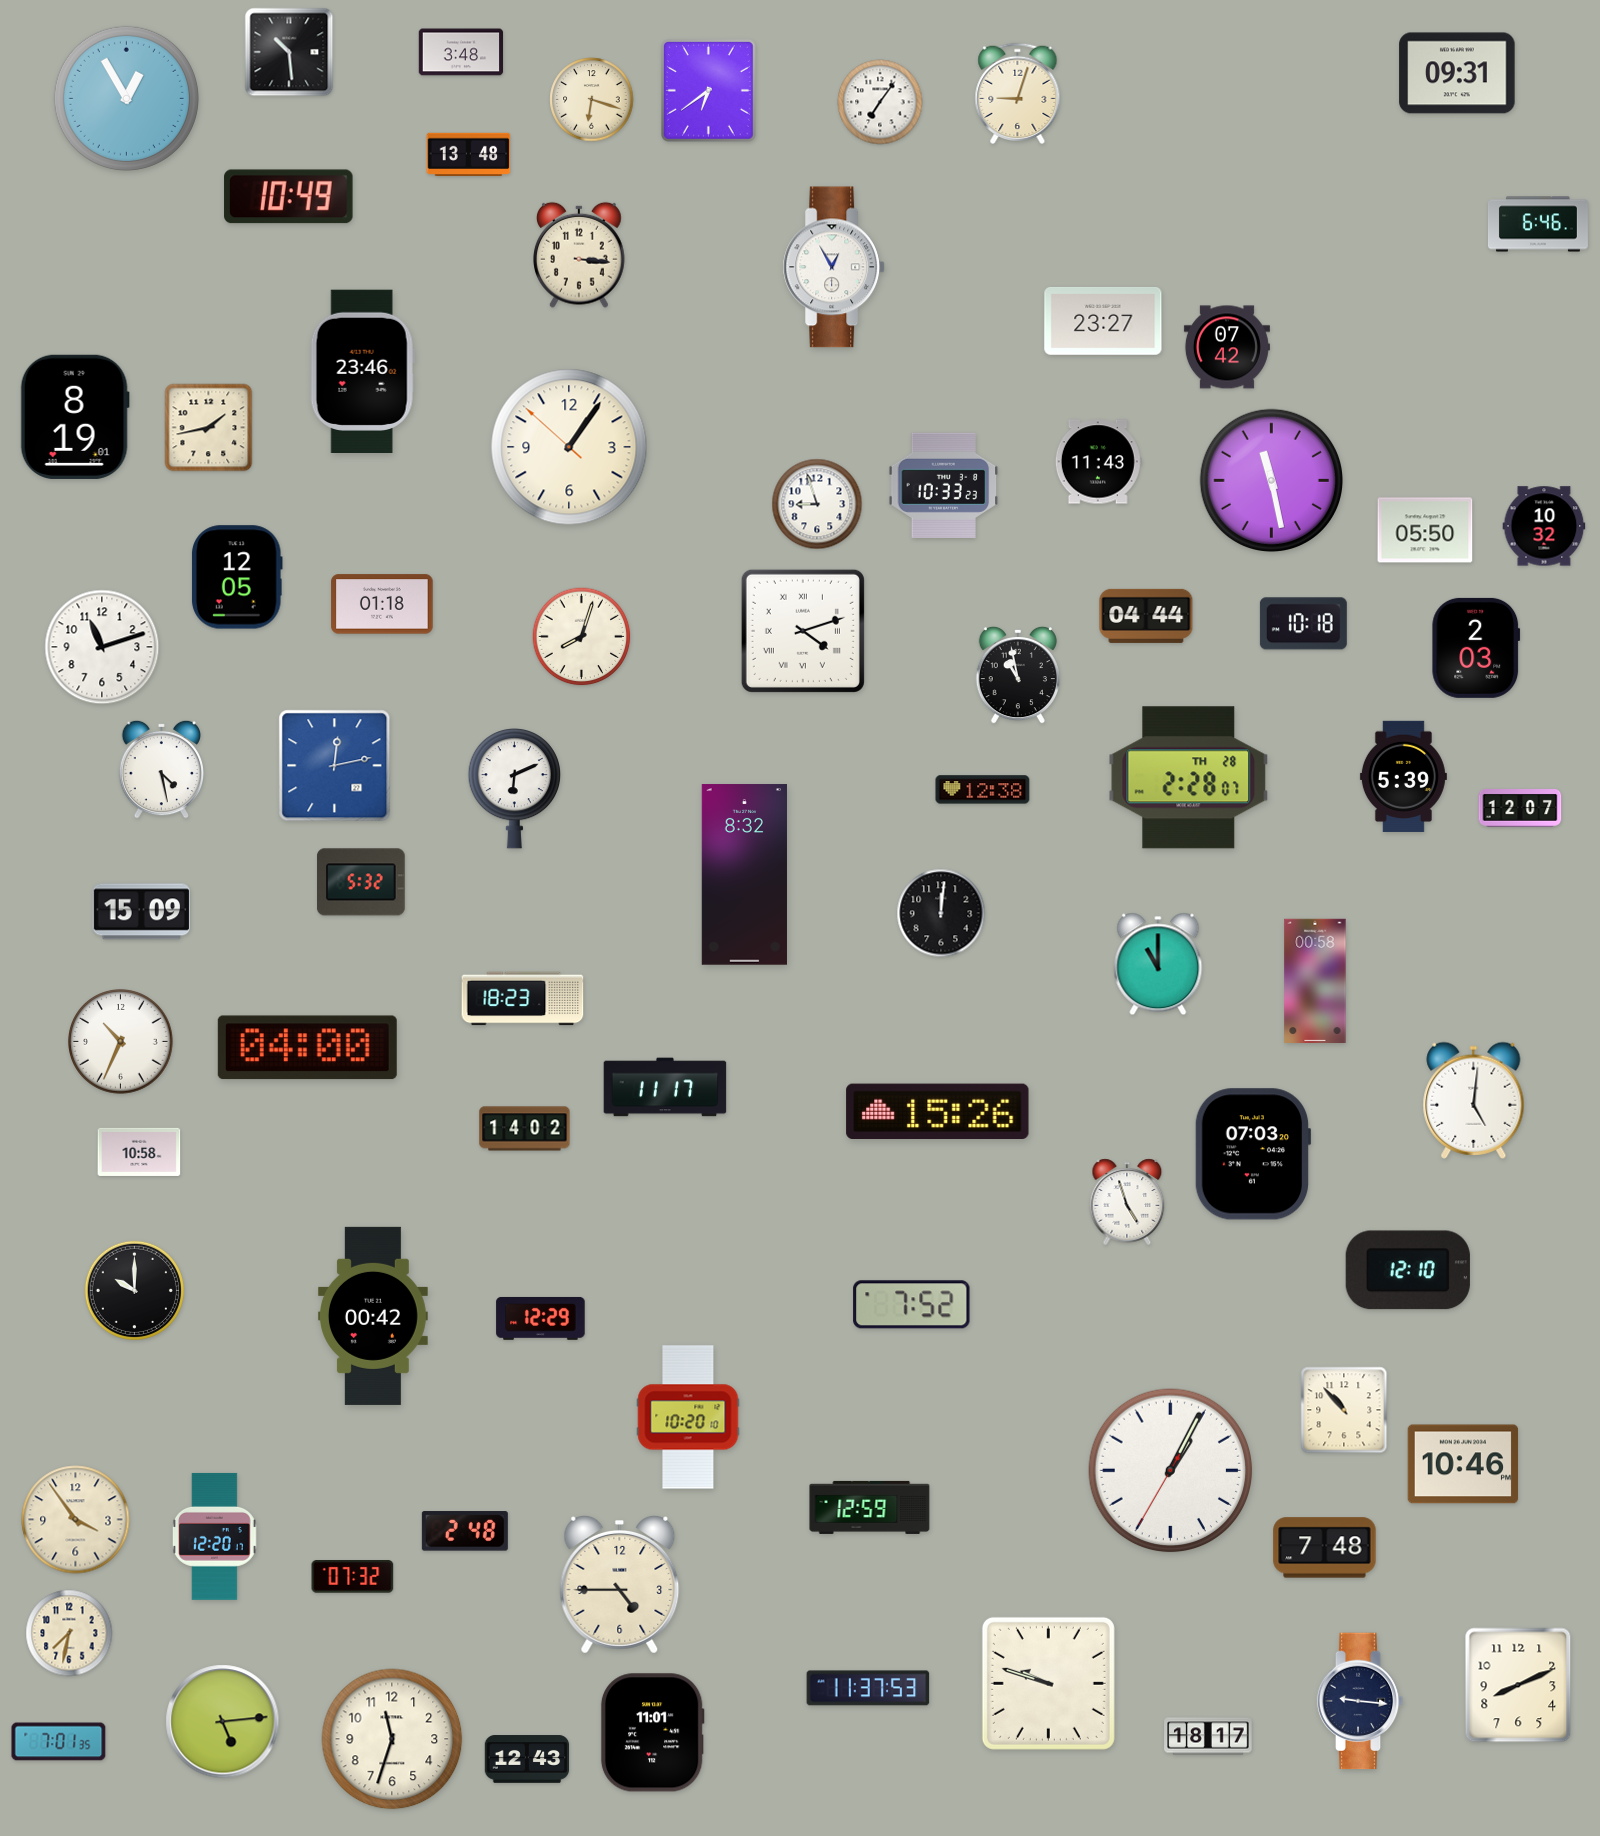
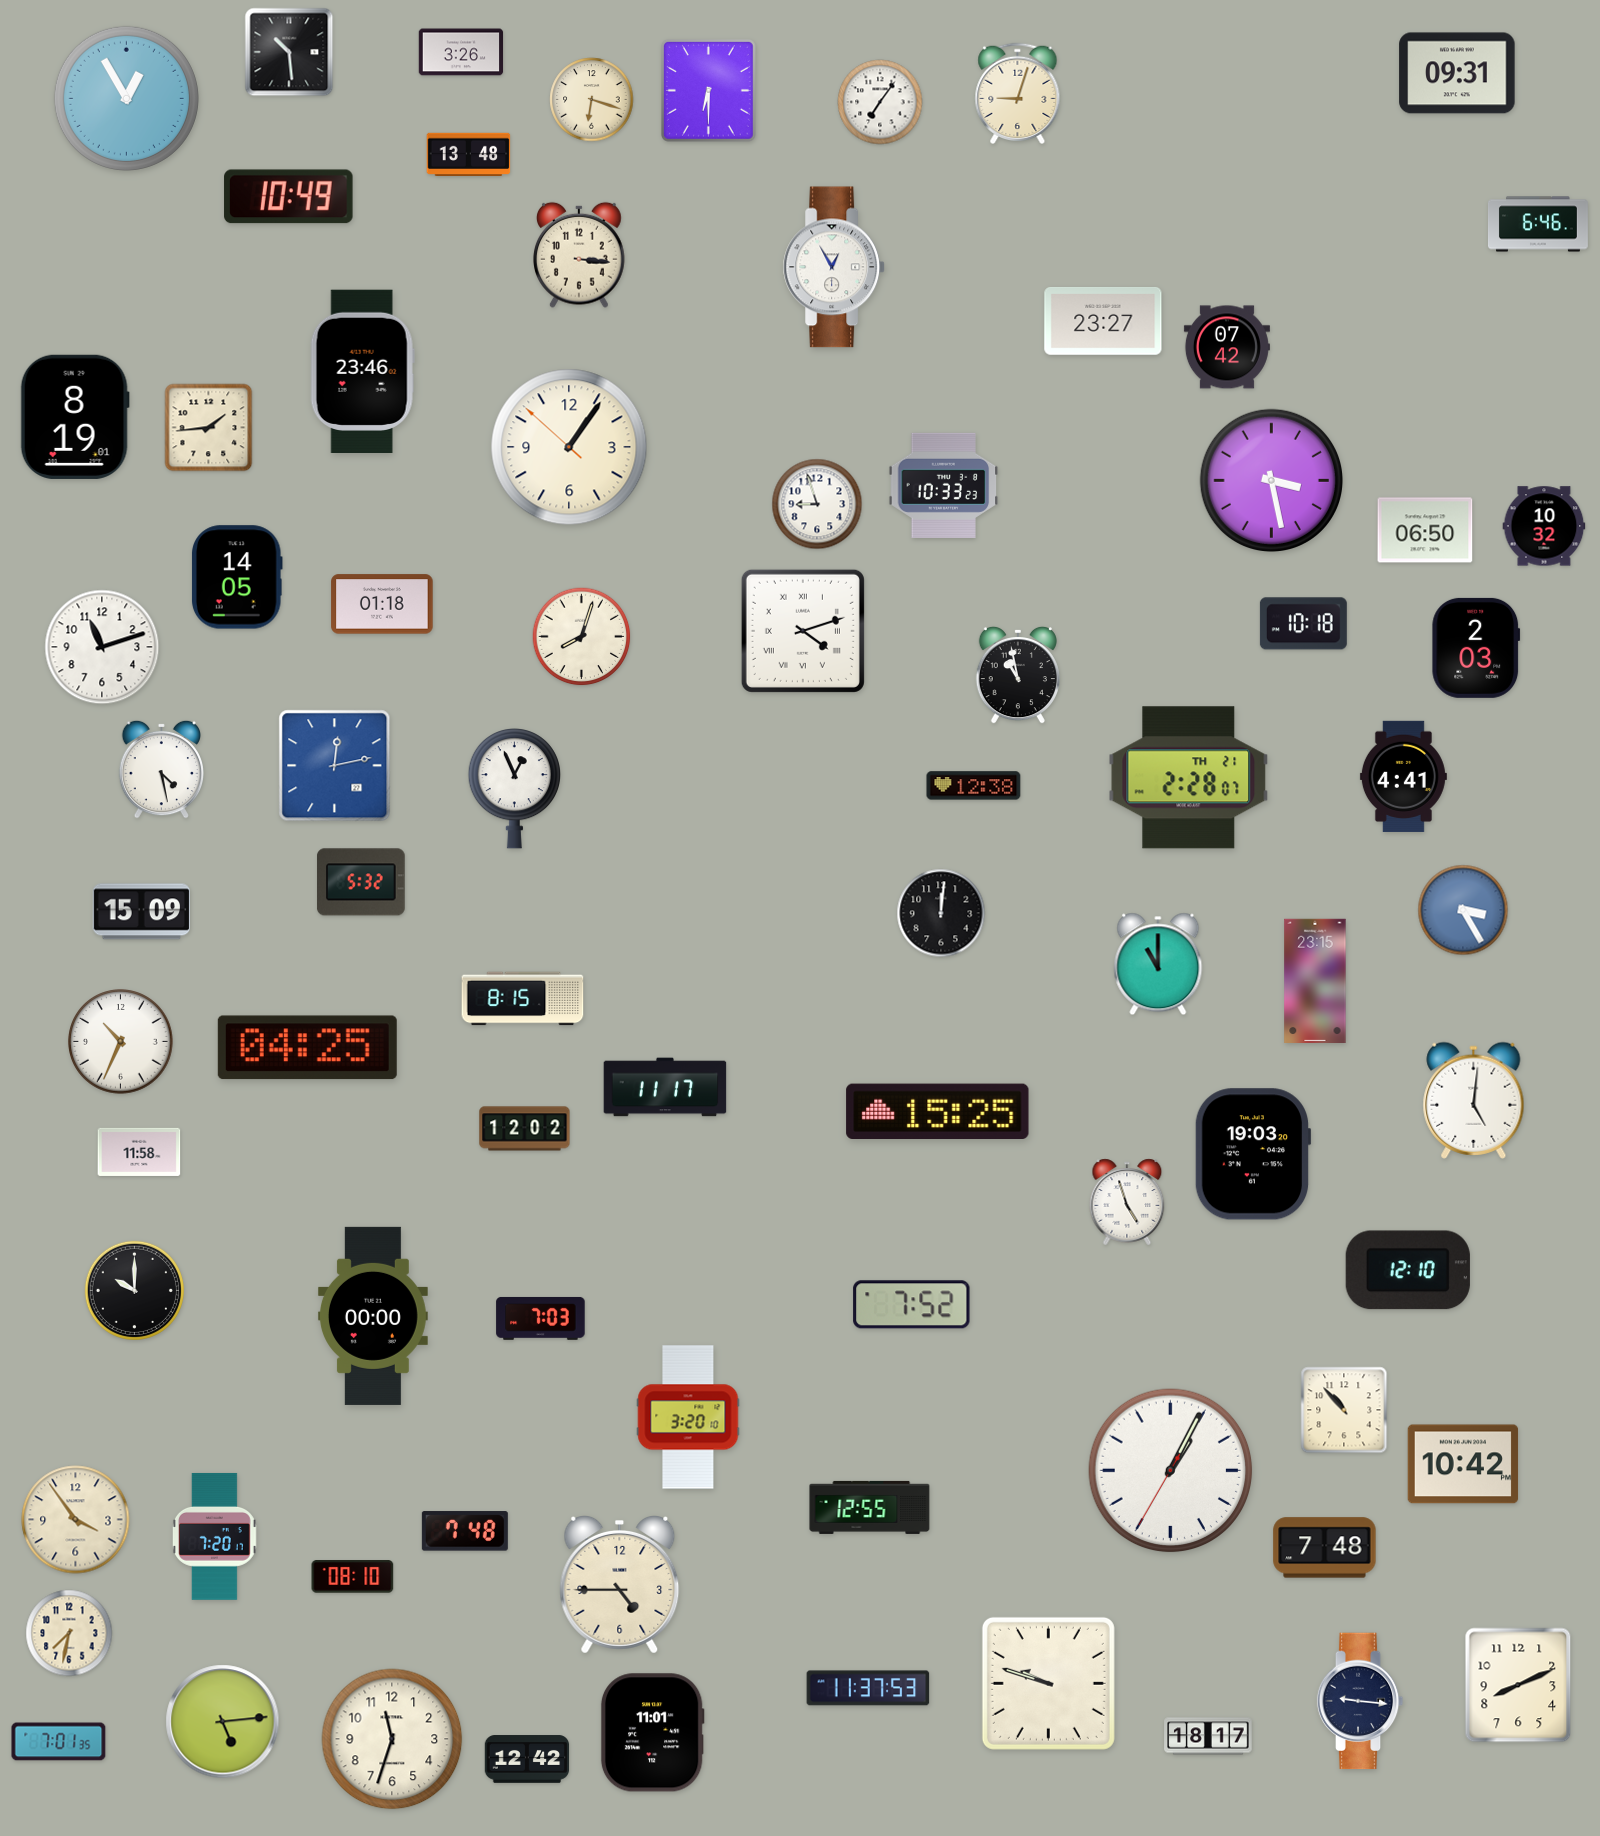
clock at (461, 52): 3:48 -> 3:26
clock at (708, 90): 6:39 -> 6:30
clock at (209, 428): 1:43 -> 1:44
clock at (1098, 462): 11:43 -> none
clock at (1271, 480): 11:28 -> 3:28
clock at (1425, 530): 05:50 -> 06:50
clock at (237, 577): 12:05 -> 14:05
clock at (1146, 616): 04:44 -> none
clock at (1403, 776): 5:39 -> 4:41
clock at (1189, 778) date: TH 28 -> TH 21
clock at (514, 789): 6:11 -> 12:56
clock at (983, 790) position: (983, 790) -> (974, 786)
clock at (1520, 809): 12:07 -> none
clock at (744, 875): 8:32 -> none
clock at (1463, 910): none -> 3:25
clock at (1315, 980): 00:58 -> 23:15
clock at (523, 999): 18:23 -> 8:15
clock at (307, 1048): 04:00 -> 04:25
clock at (938, 1111): 15:26 -> 15:25
clock at (525, 1129): 14:02 -> 12:02
clock at (139, 1152): 10:58 -> 11:58
clock at (1253, 1154): 07:03 -> 19:03
clock at (373, 1316): 00:42 -> 00:00
clock at (541, 1318): 12:29 -> 7:03
clock at (688, 1417): 10:20 -> 3:20
clock at (1463, 1464): 10:46 -> 10:42
clock at (870, 1507): 12:59 -> 12:55
clock at (465, 1531): 2:48 -> 7:48
clock at (214, 1536): 12:20 -> 7:20
clock at (353, 1577): 07:32 -> 08:10
clock at (527, 1759): 12:43 -> 12:42
